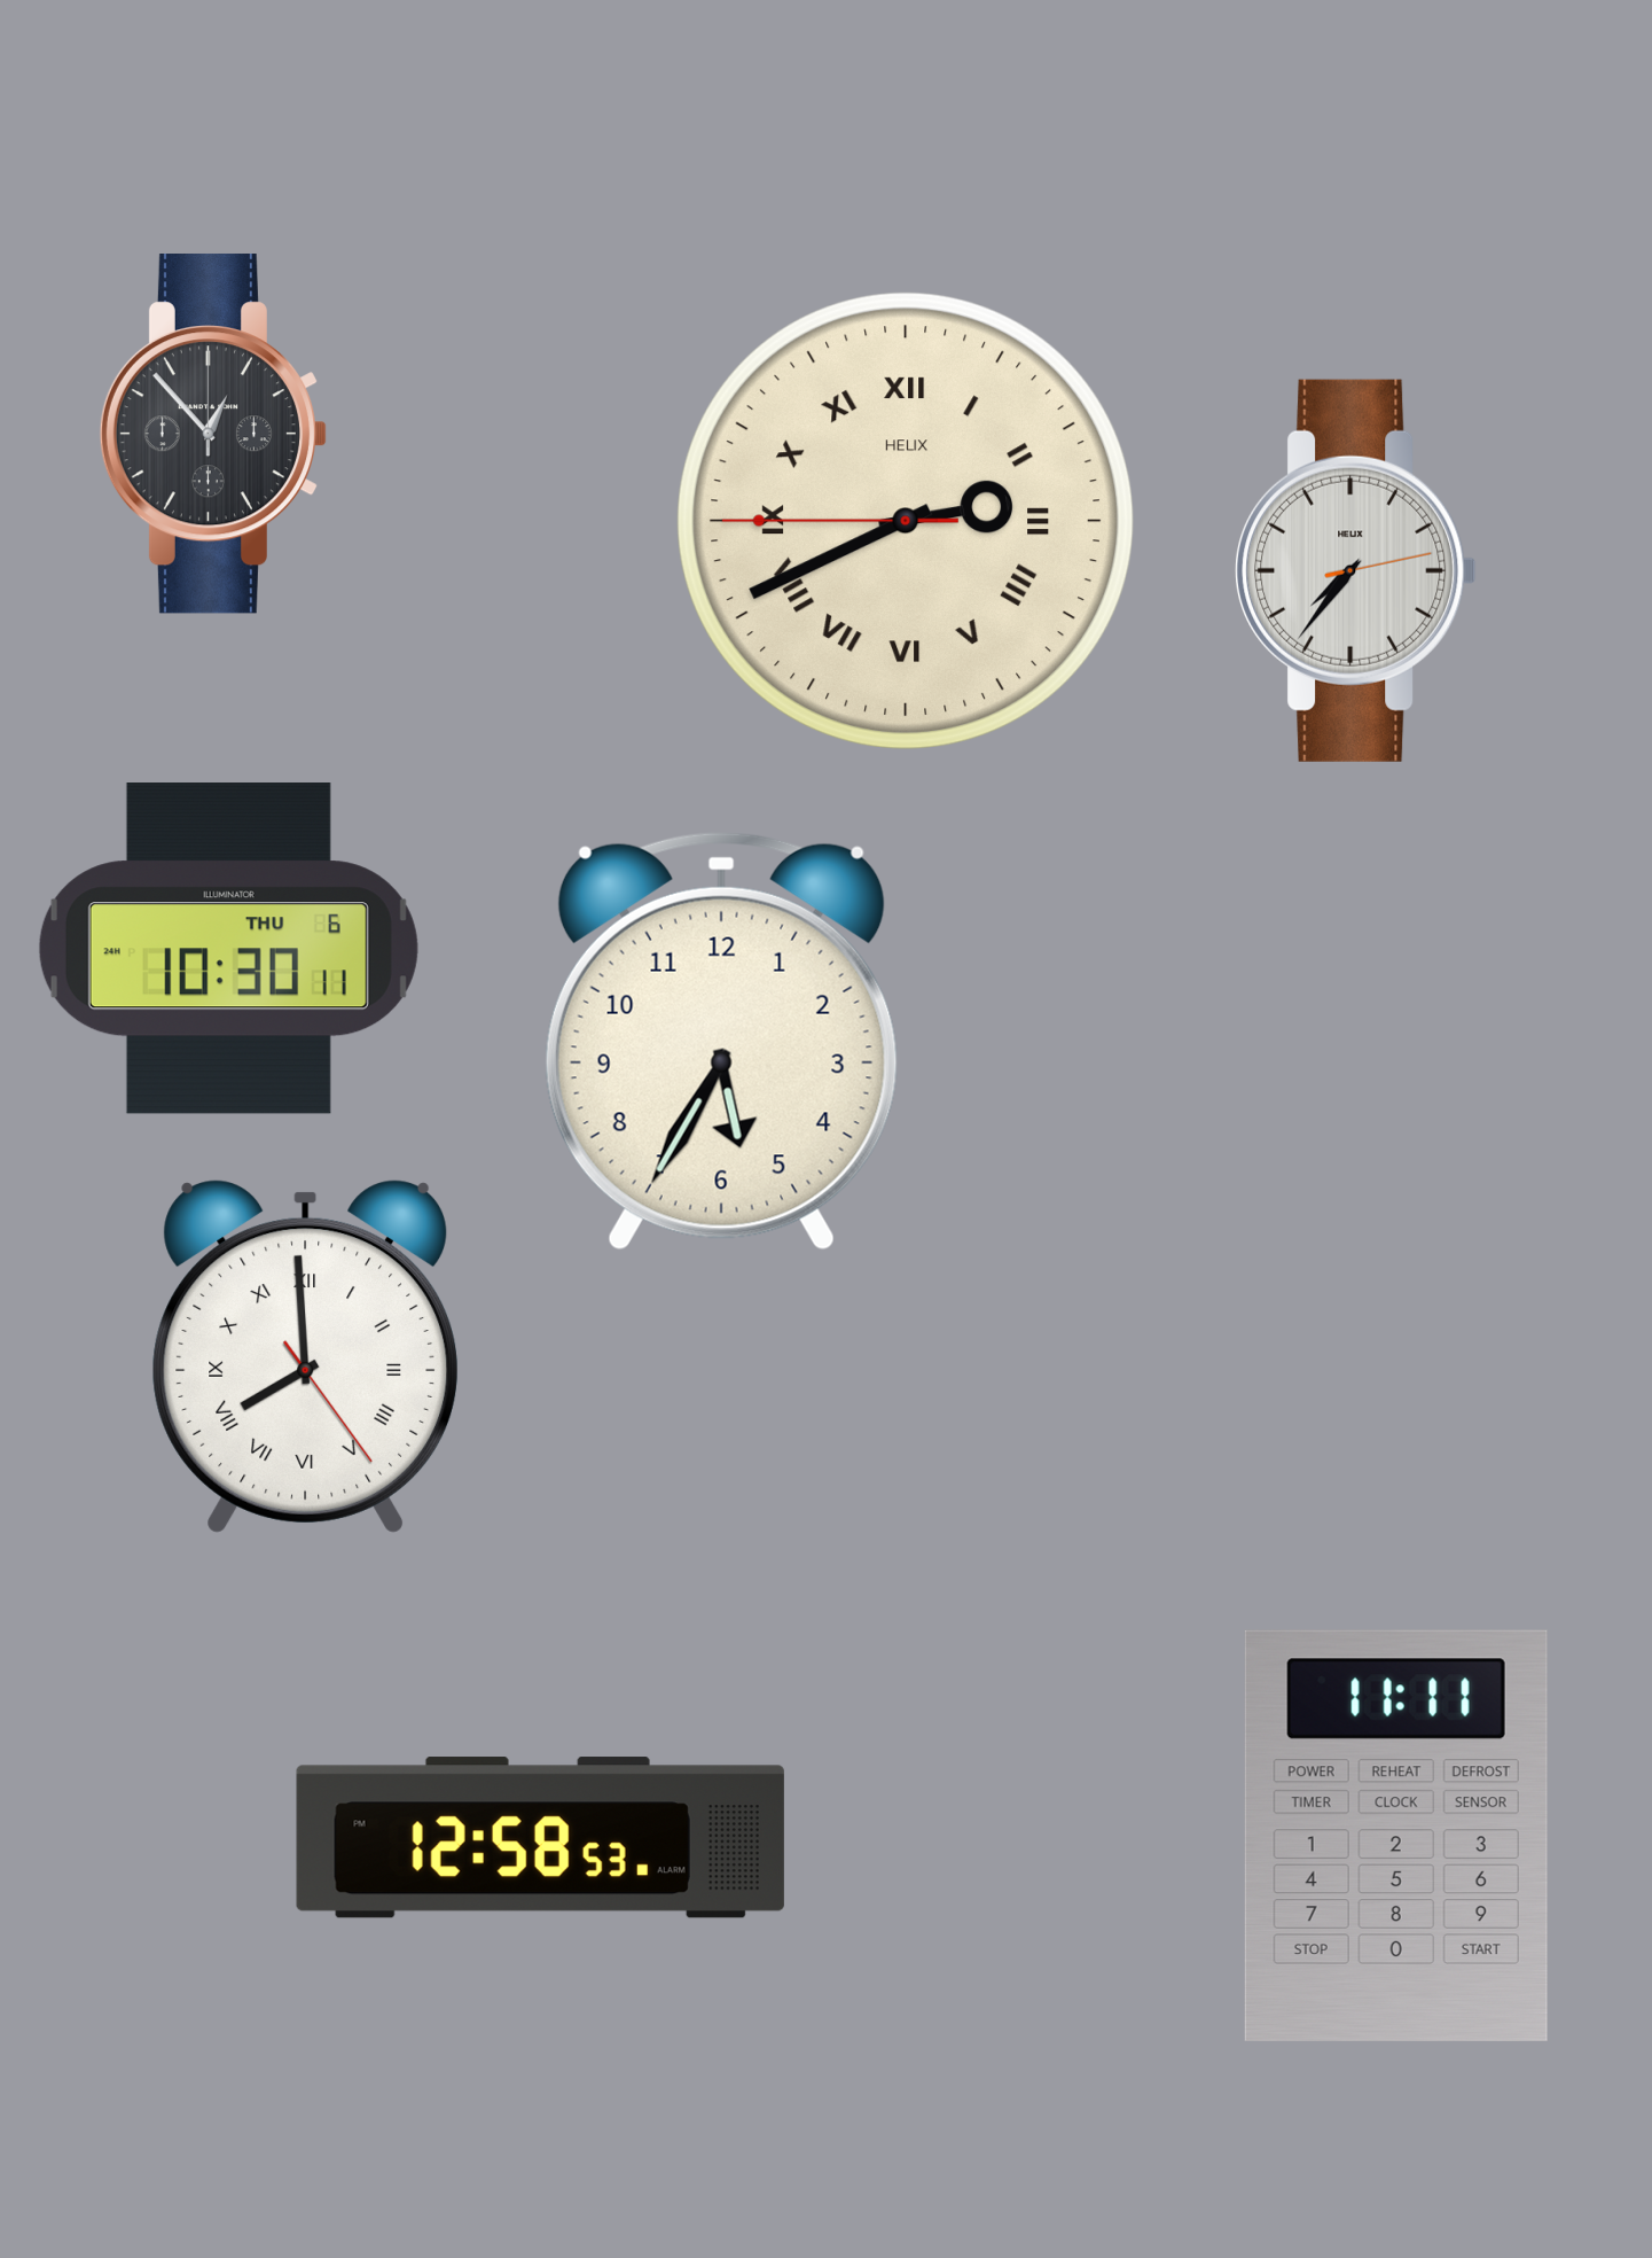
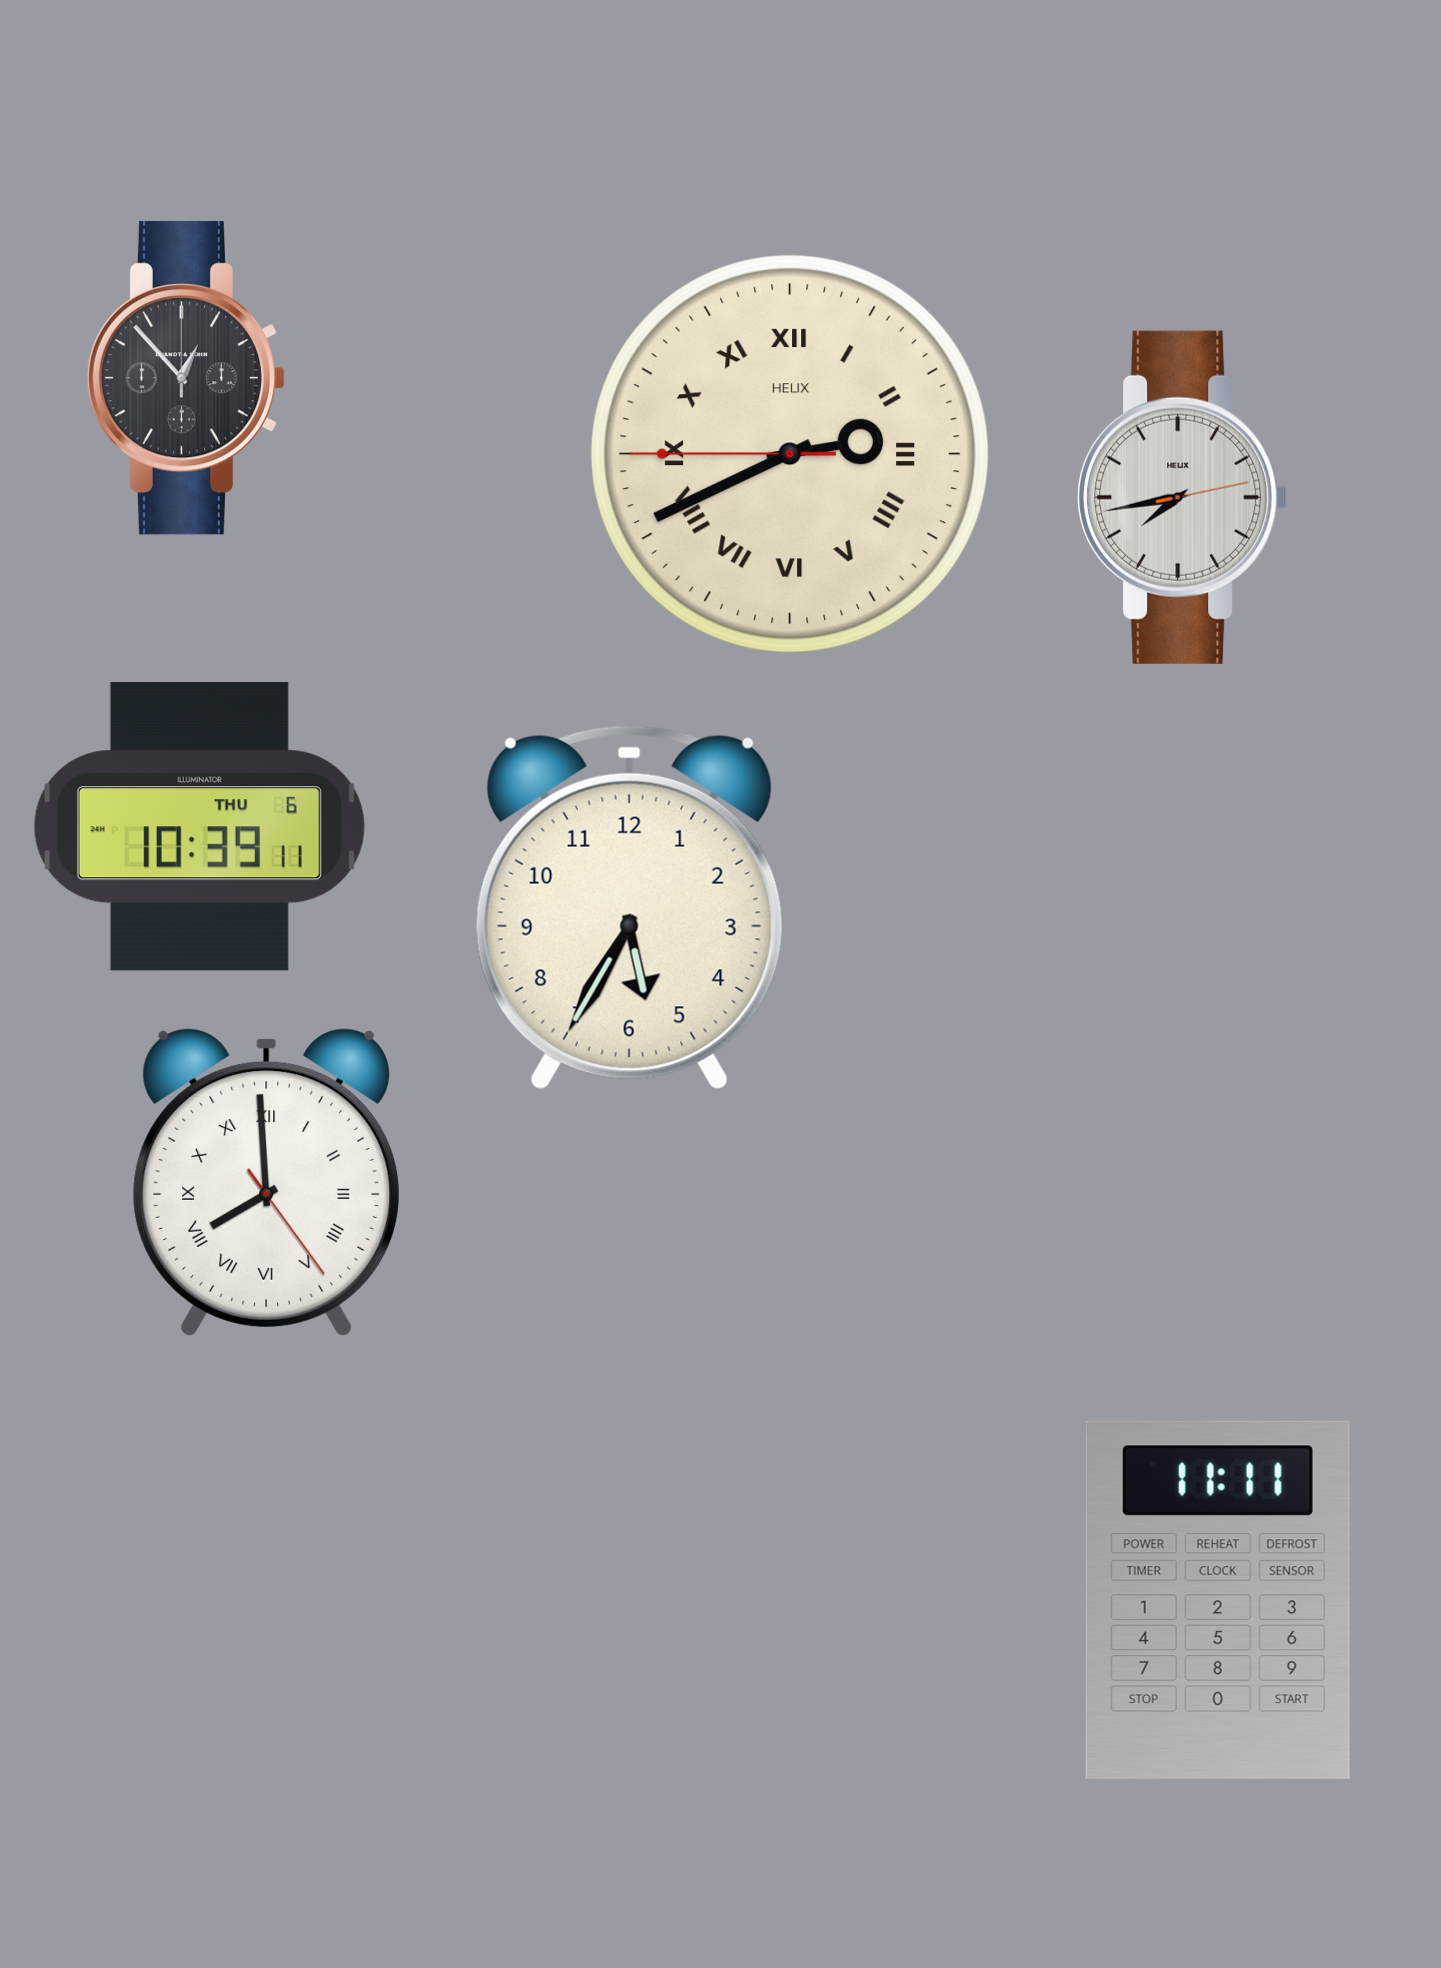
clock at (1356, 570): 7:36 -> 7:43
clock at (228, 949): 10:30 -> 10:39
clock at (540, 1838): 12:58 -> none
